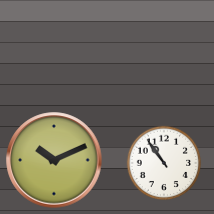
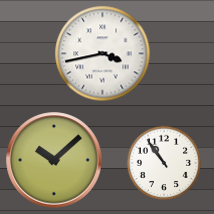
clock at (103, 54): none -> 3:43
clock at (54, 160): 10:11 -> 10:08
